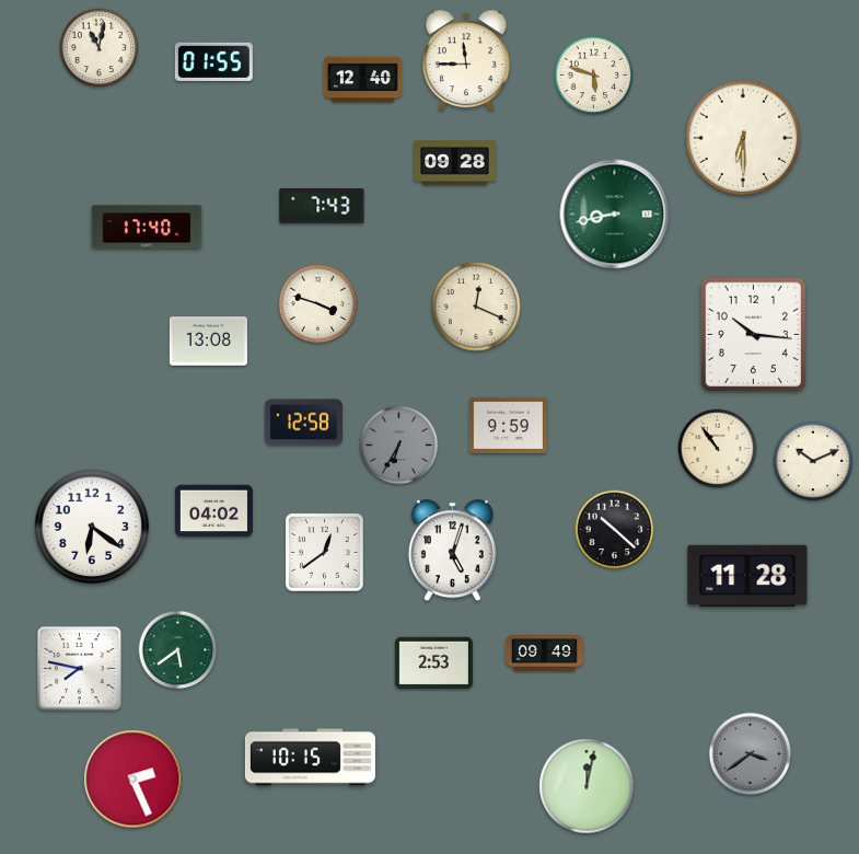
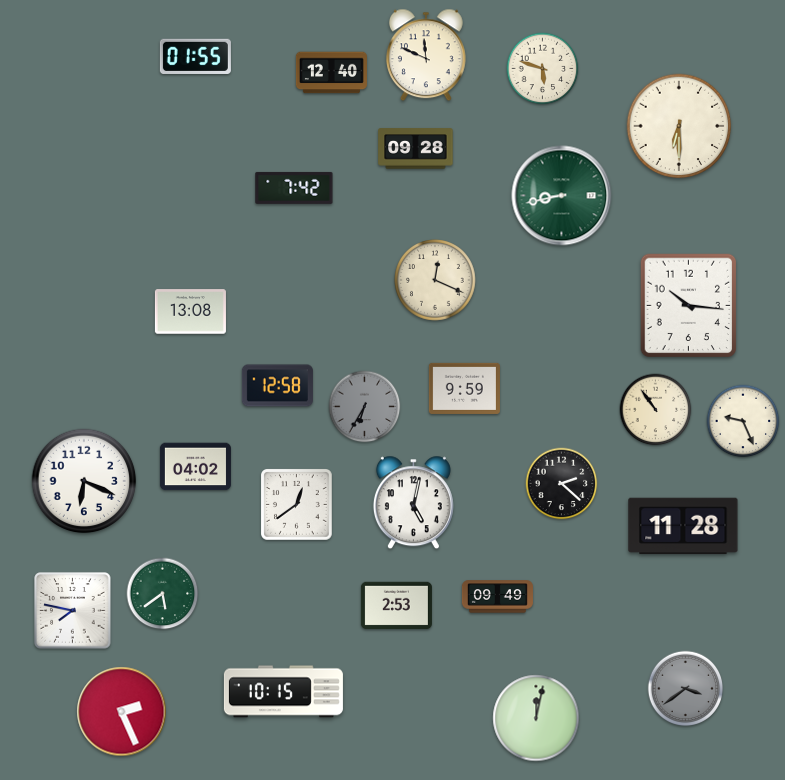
clock at (100, 48): 11:02 -> none
clock at (466, 60): 11:45 -> 11:49
clock at (322, 206): 7:43 -> 7:42
clock at (147, 227): 17:40 -> none
clock at (318, 304): 3:48 -> none
clock at (813, 461): 10:11 -> 9:26
clock at (92, 527): 6:21 -> 6:19
clock at (615, 530): 10:22 -> 2:22
clock at (452, 551): 5:03 -> 5:02
